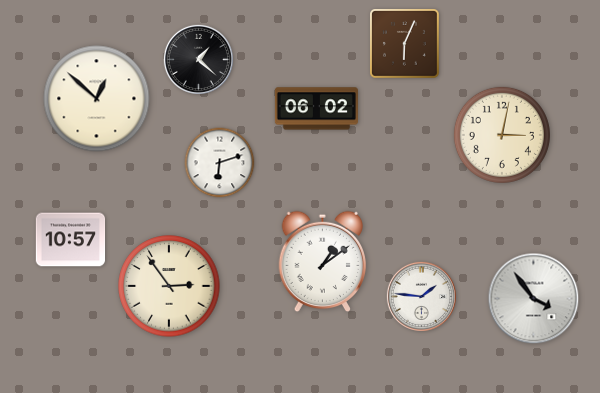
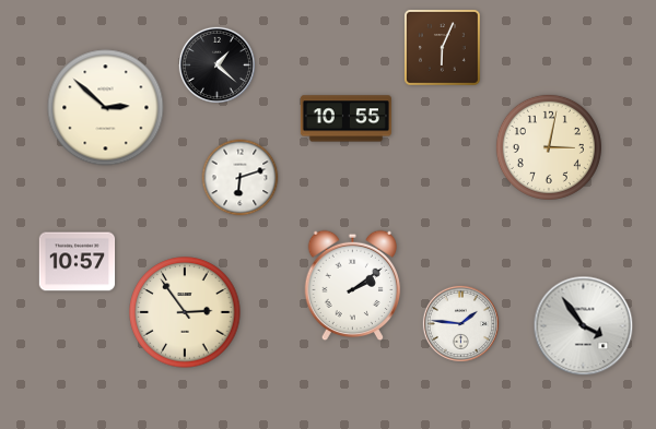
clock at (97, 99): 12:52 -> 2:52
clock at (316, 109): 06:02 -> 10:55
clock at (323, 262): 1:09 -> 2:09
